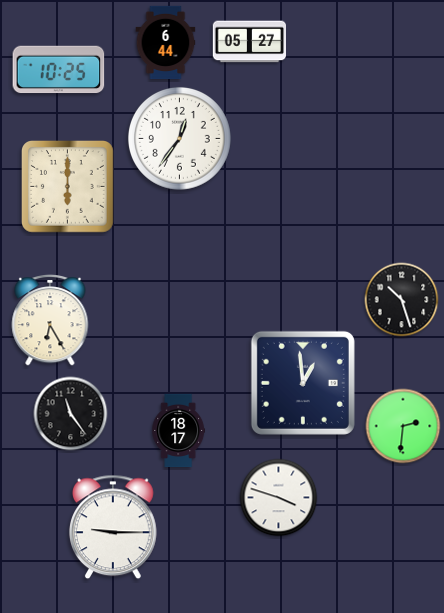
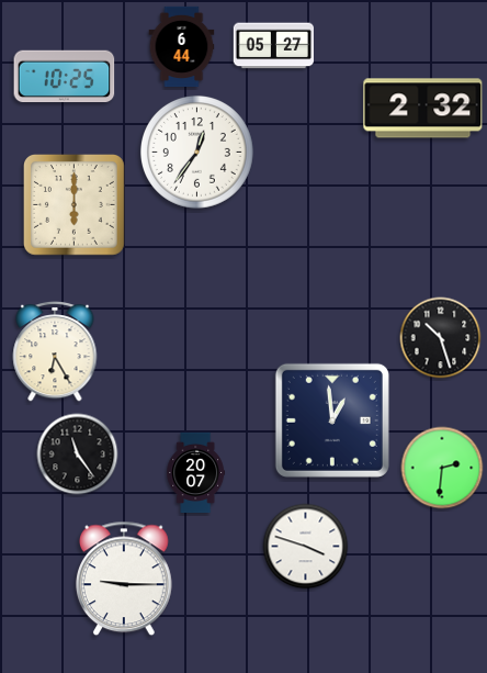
clock at (423, 109): none -> 2:32
clock at (402, 300) position: (402, 300) -> (441, 338)
clock at (179, 431): 18:17 -> 20:07
